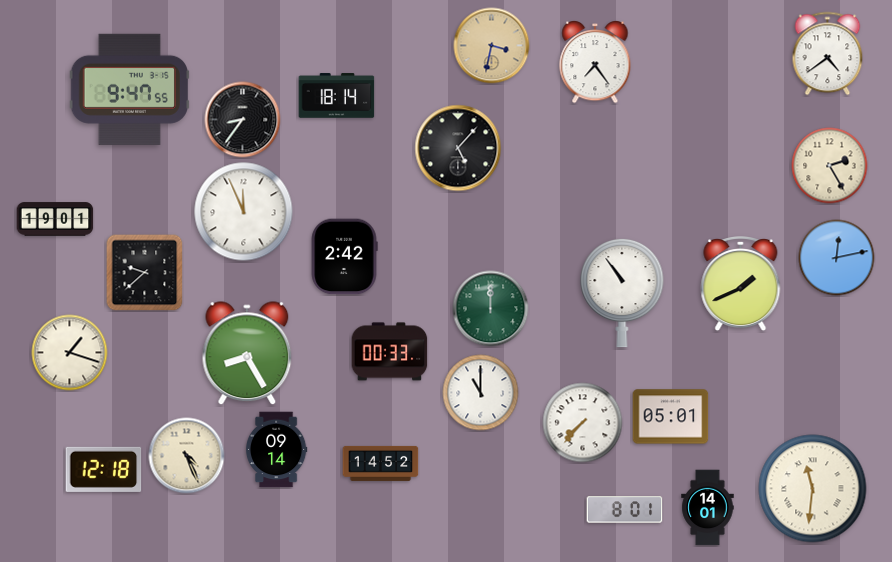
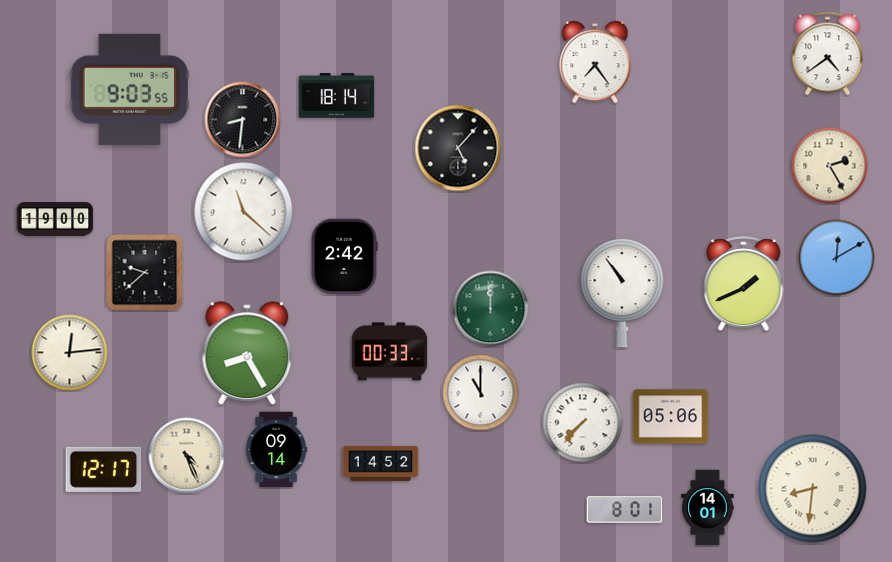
clock at (492, 46): 3:32 -> none
clock at (129, 89): 9:47 -> 9:03
clock at (243, 120): 8:36 -> 8:31
clock at (244, 212): 11:56 -> 11:22
clock at (55, 219): 19:01 -> 19:00
clock at (837, 258): 12:13 -> 12:10
clock at (741, 285) position: (741, 285) -> (744, 285)
clock at (70, 353): 1:18 -> 12:14
clock at (671, 417): 05:01 -> 05:06
clock at (104, 469): 12:18 -> 12:17
clock at (813, 489): 11:31 -> 8:31
